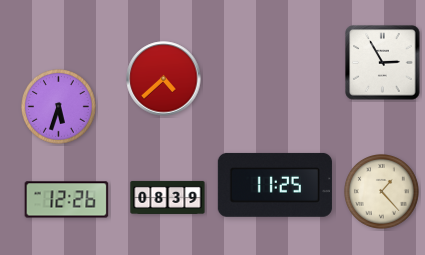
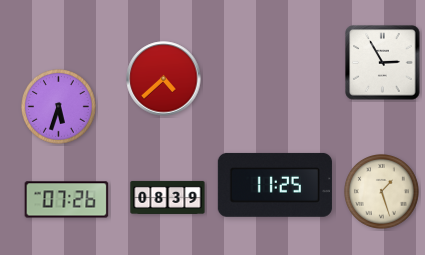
clock at (382, 192): 1:23 -> 1:27
clock at (67, 200): 12:26 -> 07:26
